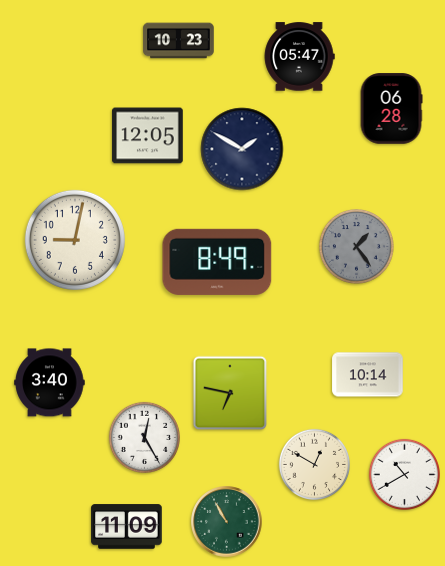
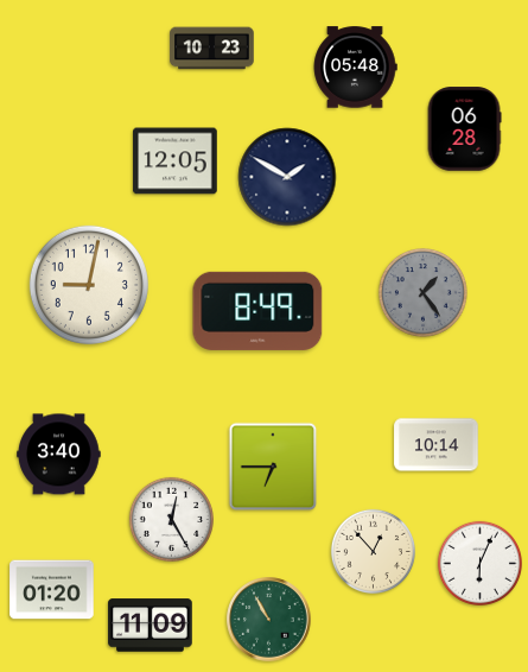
clock at (299, 57): 05:47 -> 05:48
clock at (230, 393): 6:47 -> 6:45
clock at (314, 464): 12:50 -> 12:53
clock at (404, 474): 10:40 -> 6:04
clock at (52, 590): none -> 01:20
